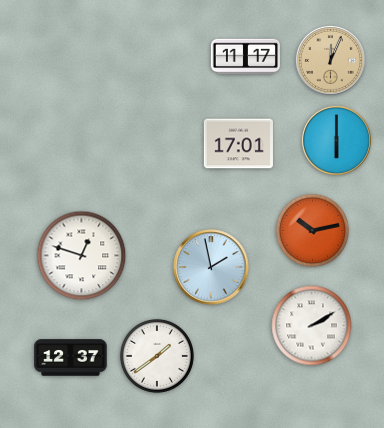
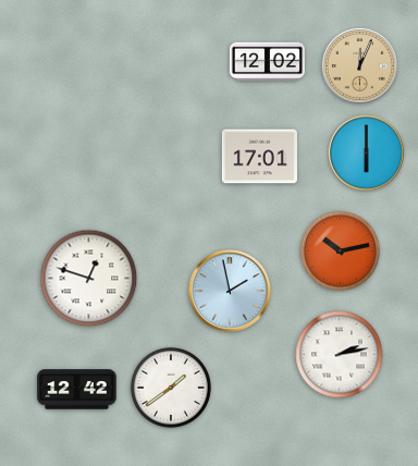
clock at (245, 57): 11:17 -> 12:02
clock at (312, 326): 2:10 -> 2:13
clock at (71, 358): 12:37 -> 12:42
